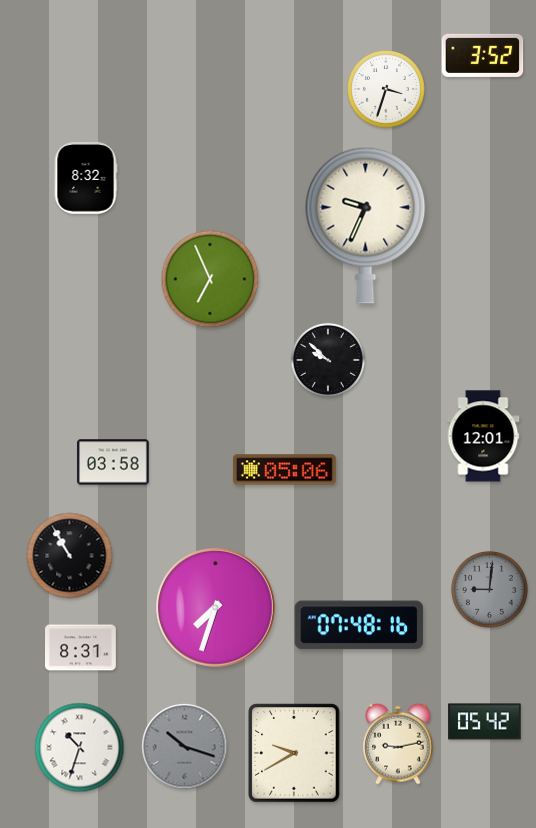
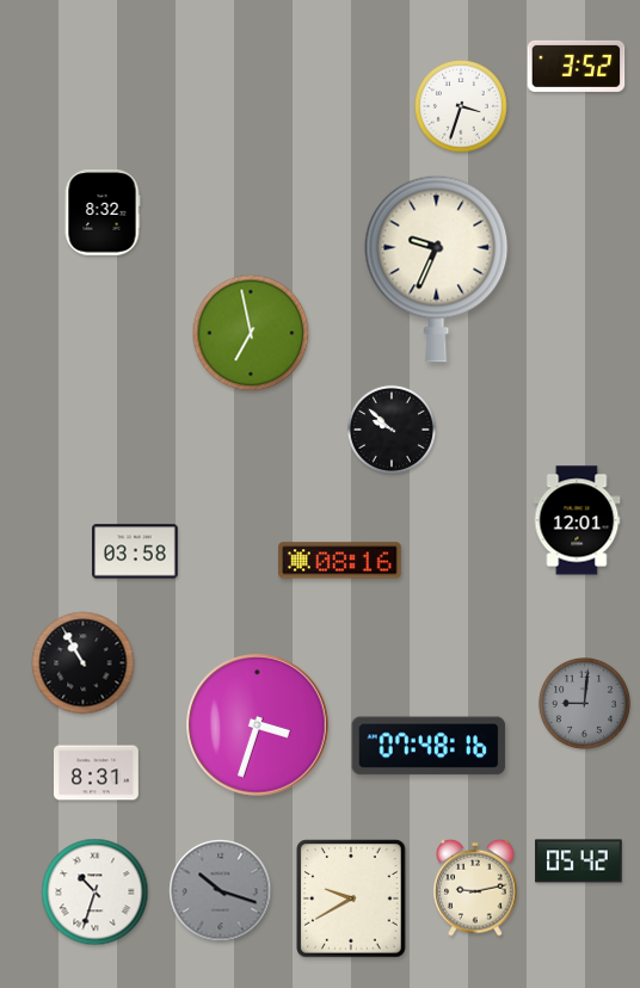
clock at (210, 279): 6:56 -> 6:58
clock at (285, 470): 05:06 -> 08:16
clock at (216, 608): 7:33 -> 3:33
